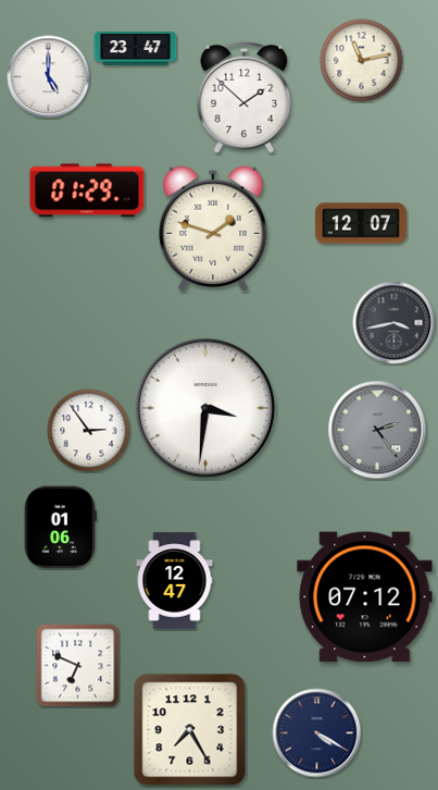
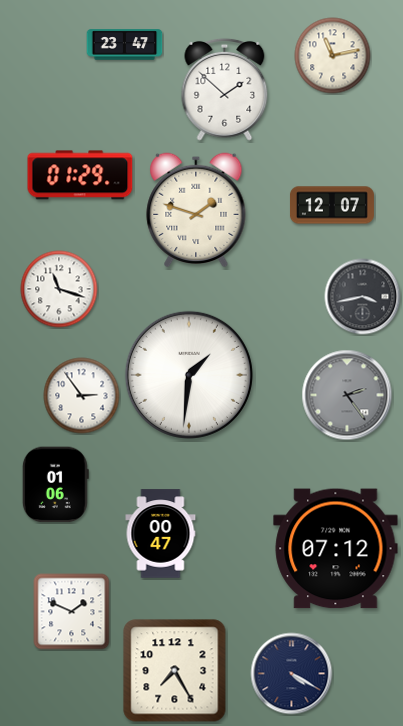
clock at (49, 77): 5:00 -> none
clock at (59, 289): none -> 11:18
clock at (205, 408): 3:31 -> 1:31
clock at (175, 581): 12:47 -> 00:47
clock at (78, 666): 6:49 -> 1:49
